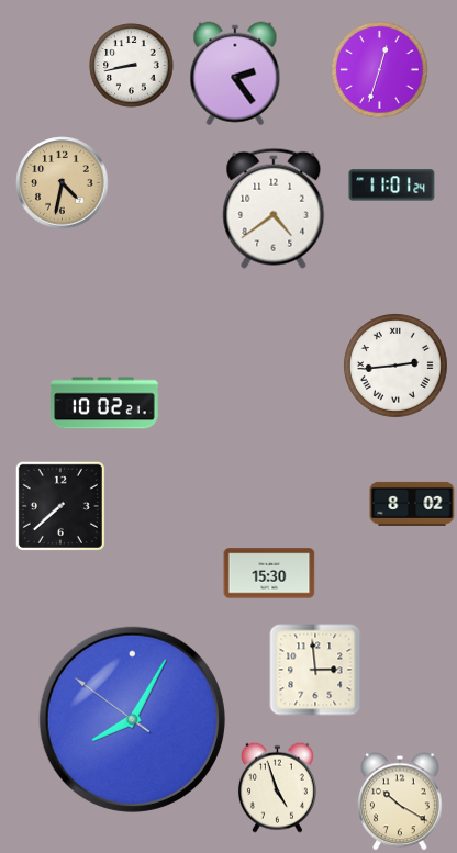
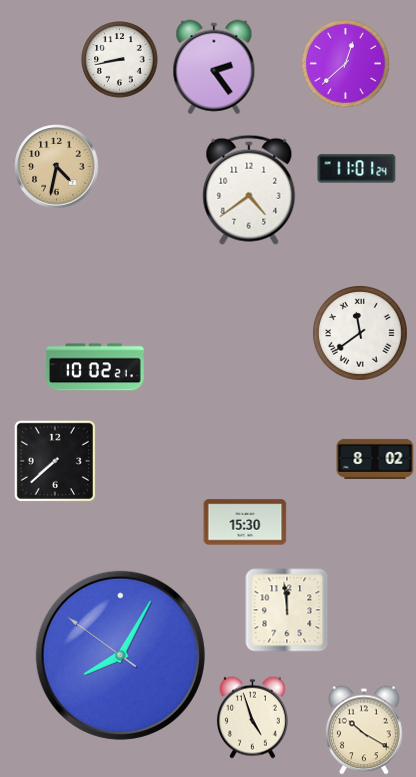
clock at (380, 70): 12:33 -> 12:38
clock at (397, 367): 2:44 -> 11:39
clock at (315, 670): 2:59 -> 11:59
